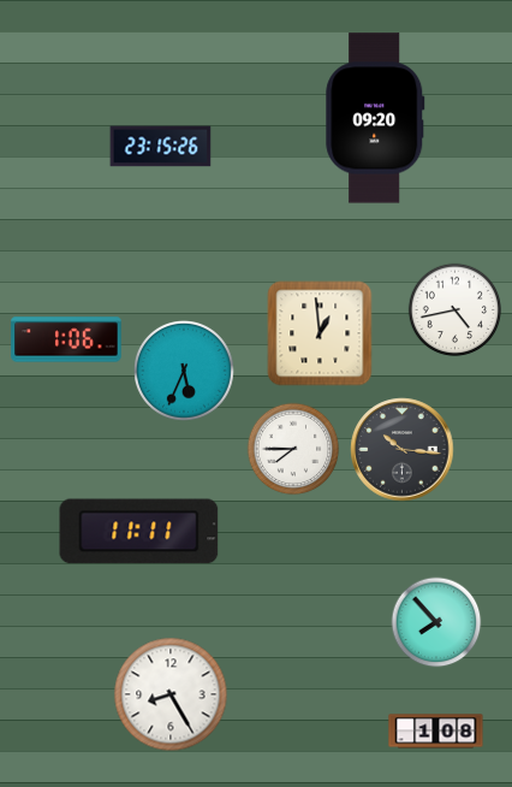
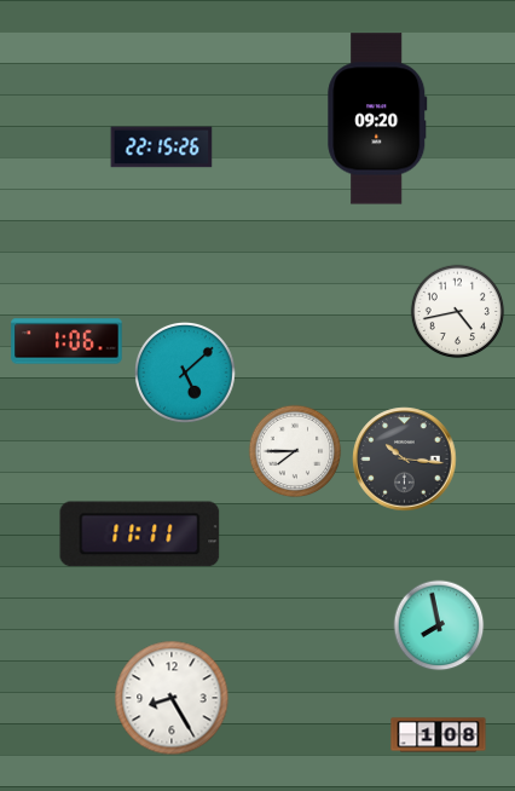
clock at (161, 147): 23:15 -> 22:15
clock at (320, 333): 12:59 -> none
clock at (185, 372): 5:34 -> 5:08
clock at (403, 450) position: (403, 450) -> (405, 460)
clock at (436, 622): 7:53 -> 7:58
